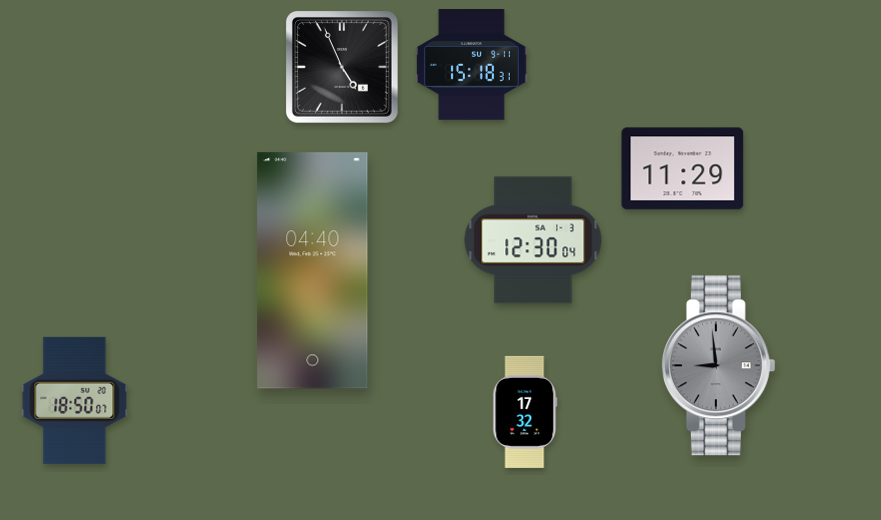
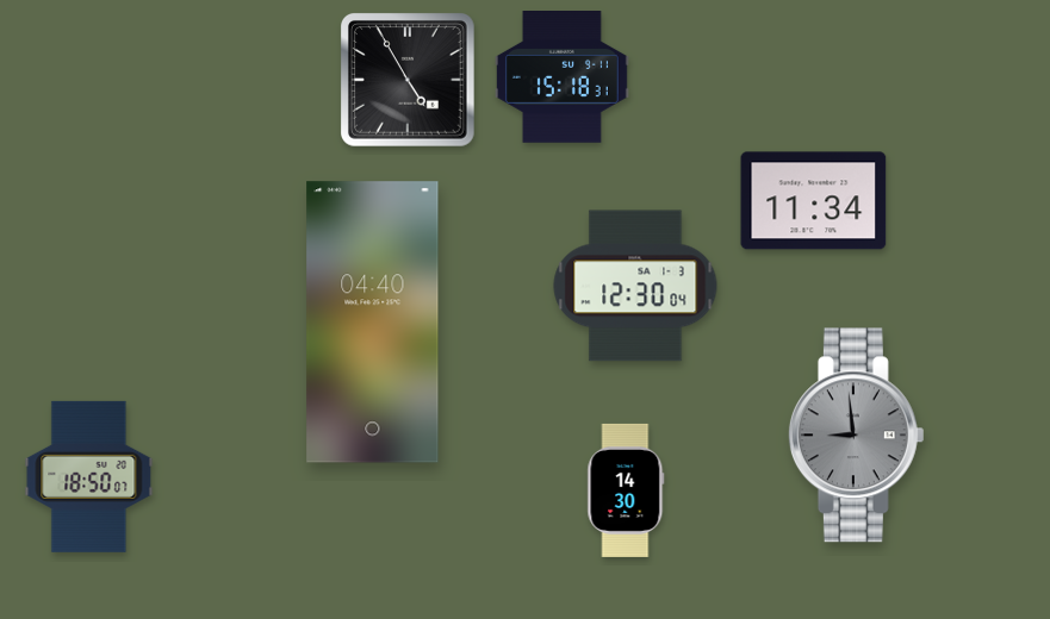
clock at (343, 68): 4:56 -> 4:55
clock at (683, 169): 11:29 -> 11:34
clock at (525, 412): 17:32 -> 14:30
